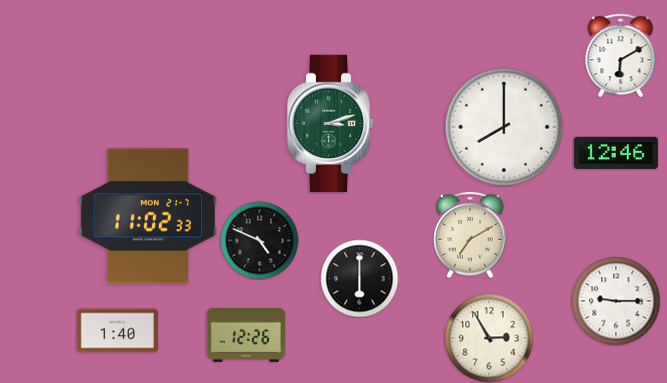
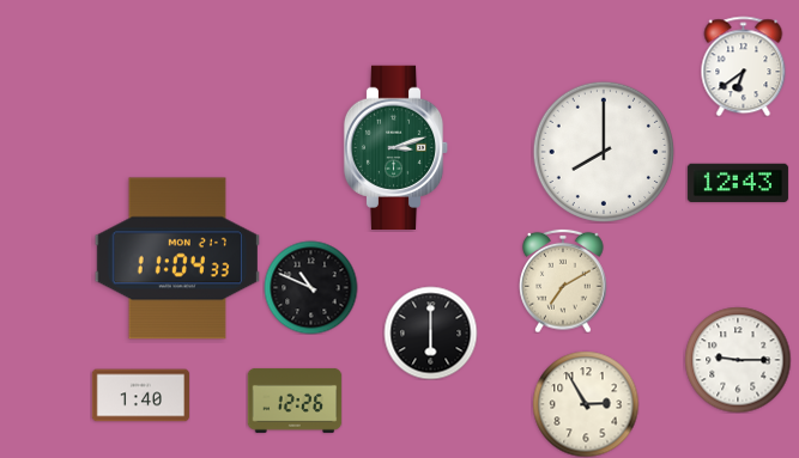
clock at (621, 55): 6:10 -> 6:39
clock at (616, 153): 12:46 -> 12:43
clock at (148, 216): 11:02 -> 11:04
clock at (259, 240): 4:49 -> 10:49
